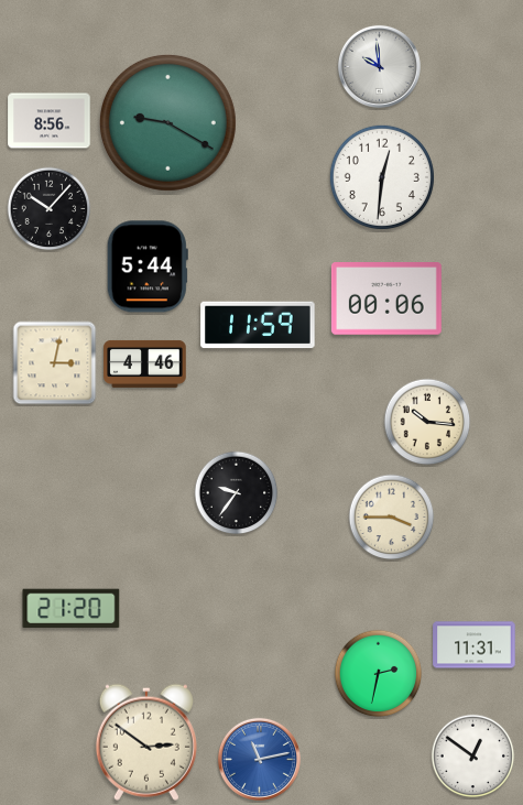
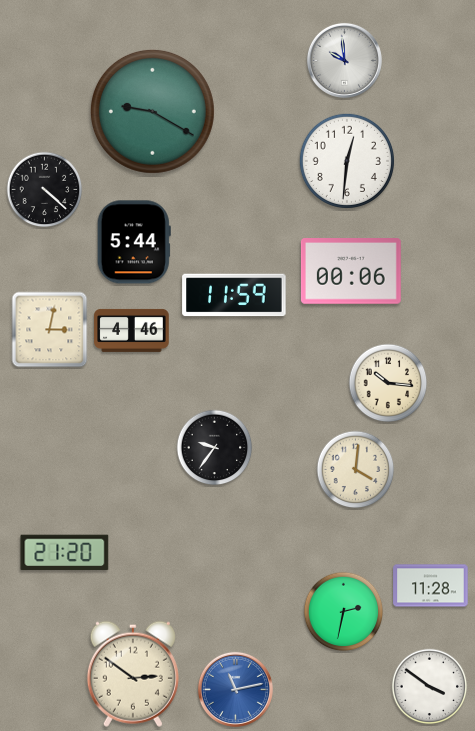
clock at (50, 121): 8:56 -> none
clock at (50, 209): 10:07 -> 4:22
clock at (392, 518): 3:45 -> 4:01
clock at (475, 645): 11:31 -> 11:28
clock at (473, 757): 12:51 -> 3:51
